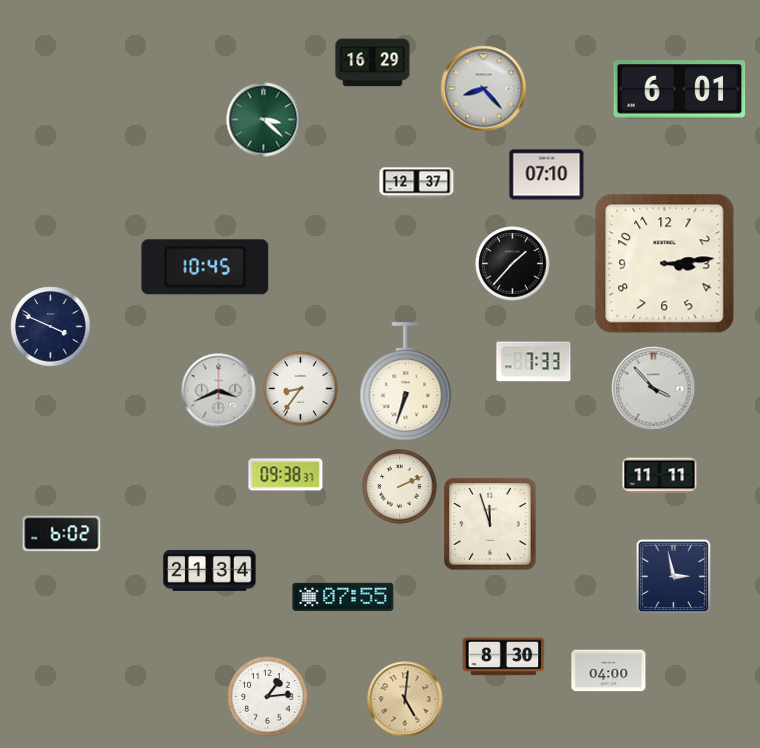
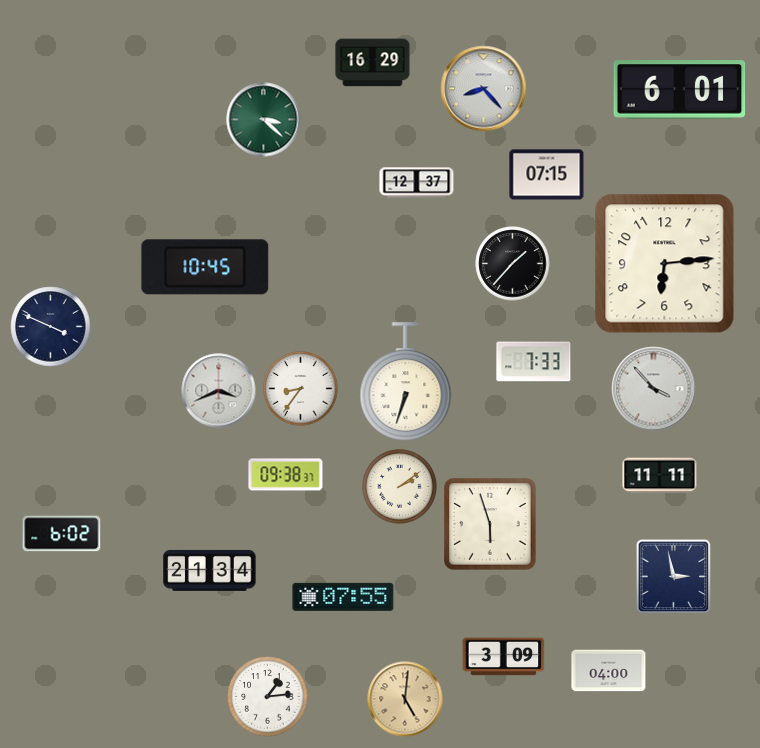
clock at (547, 175): 07:10 -> 07:15
clock at (665, 264): 3:14 -> 6:14
clock at (400, 487): 2:11 -> 2:09
clock at (490, 524): 11:57 -> 5:57
clock at (504, 657): 8:30 -> 3:09
